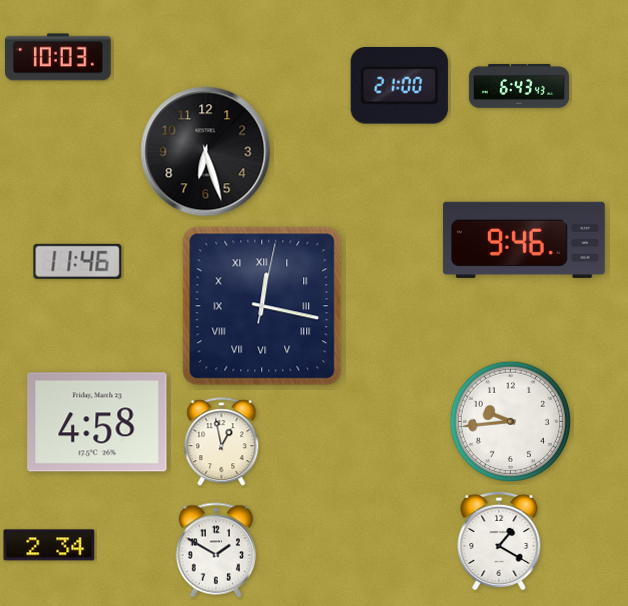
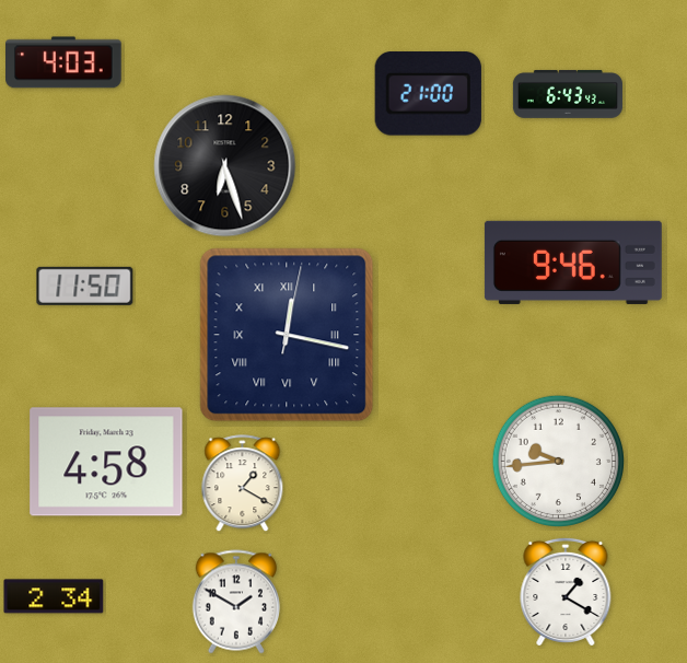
clock at (59, 57): 10:03 -> 4:03
clock at (399, 86) position: (399, 86) -> (428, 94)
clock at (78, 261): 11:46 -> 11:50
clock at (222, 442): 12:58 -> 1:20
clock at (499, 541) position: (499, 541) -> (566, 592)
